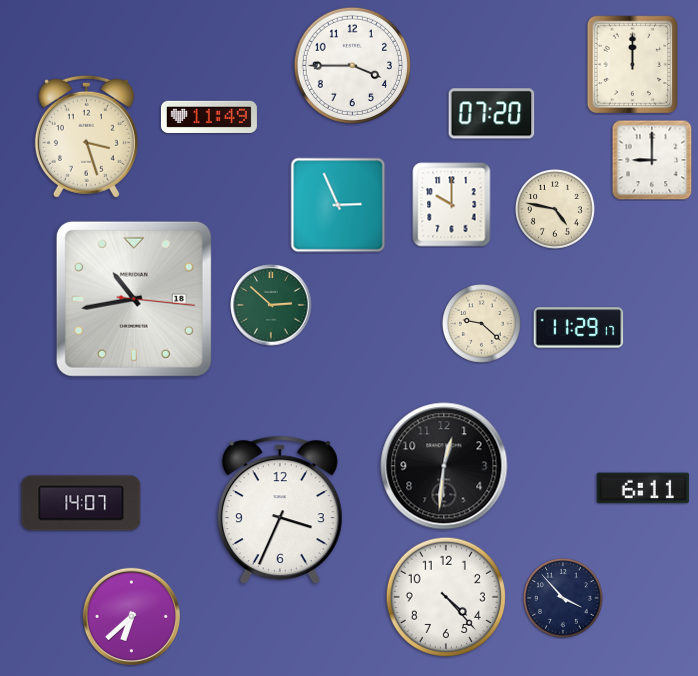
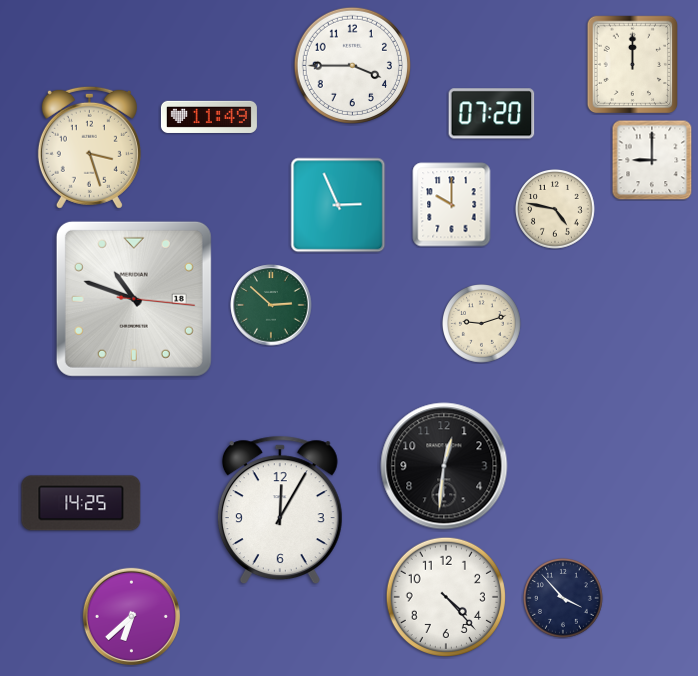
clock at (86, 136) position: (86, 136) -> (89, 147)
clock at (134, 299): 10:43 -> 10:48
clock at (482, 324): 9:22 -> 9:12
clock at (579, 328): 11:29 -> none
clock at (643, 488): 6:11 -> none
clock at (81, 503): 14:07 -> 14:25
clock at (280, 509): 3:34 -> 12:05
